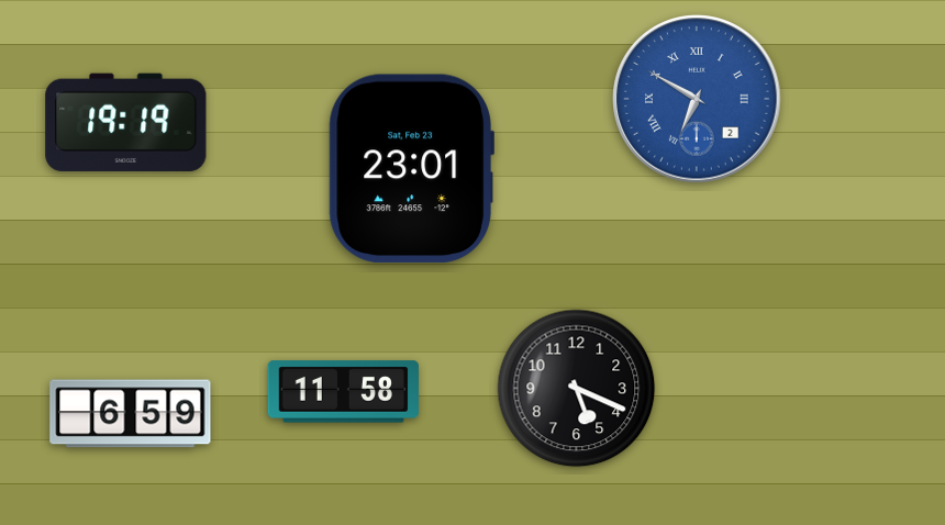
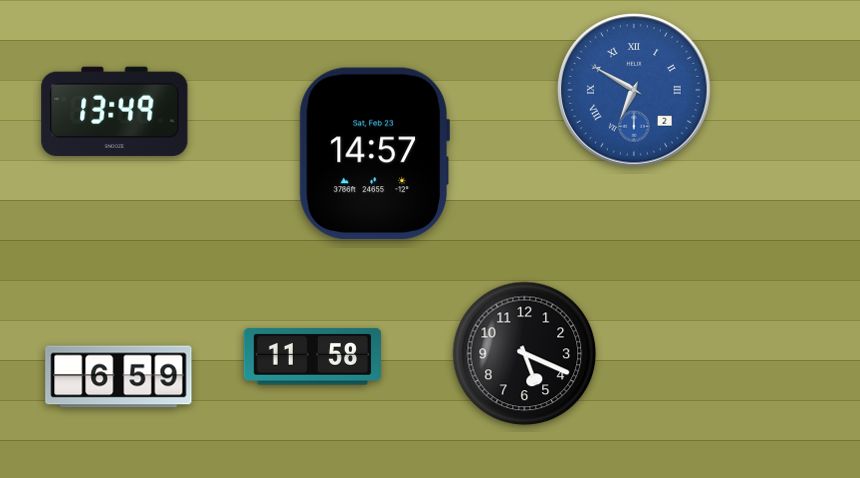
clock at (126, 122): 19:19 -> 13:49
clock at (411, 169): 23:01 -> 14:57
